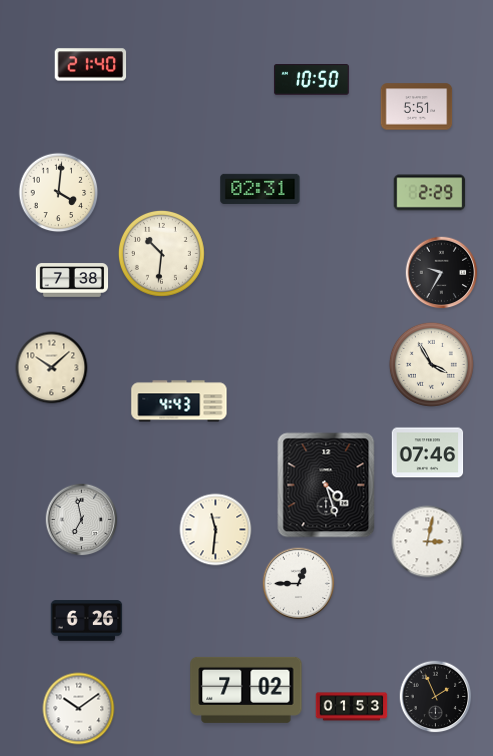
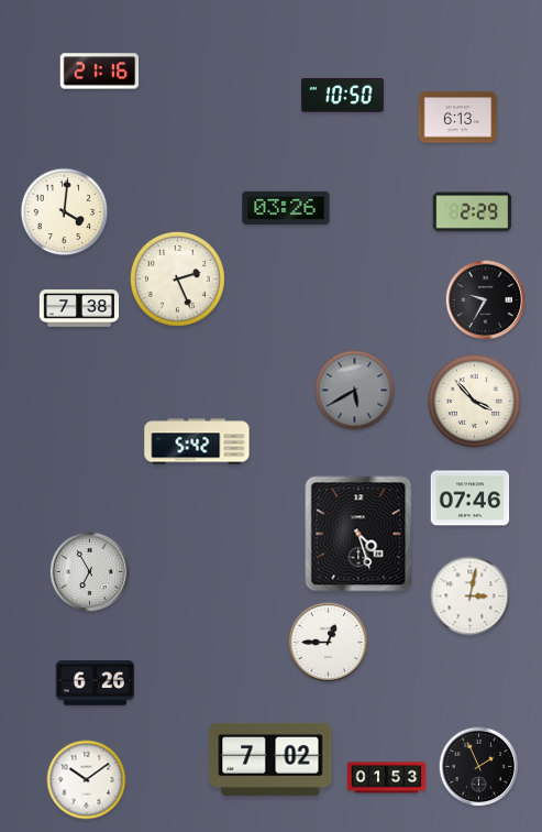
clock at (91, 65): 21:40 -> 21:16
clock at (311, 80) position: (311, 80) -> (342, 96)
clock at (417, 107): 5:51 -> 6:13
clock at (260, 189): 02:31 -> 03:26
clock at (161, 253): 10:31 -> 2:26
clock at (355, 391): none -> 5:40
clock at (431, 364): 3:55 -> 3:53
clock at (52, 368): 10:08 -> none
clock at (179, 401): 4:43 -> 5:42
clock at (82, 520): 6:58 -> 6:55
clock at (216, 530): 11:31 -> none
